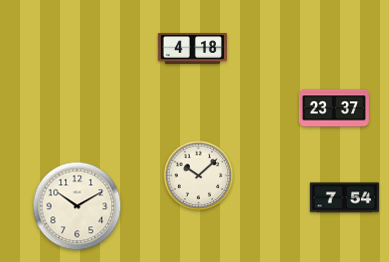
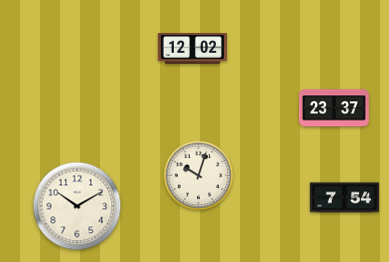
clock at (192, 48): 4:18 -> 12:02
clock at (199, 176): 10:08 -> 10:03
